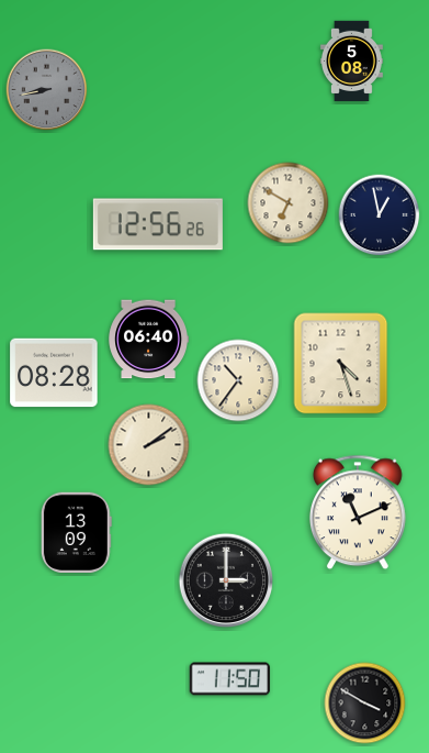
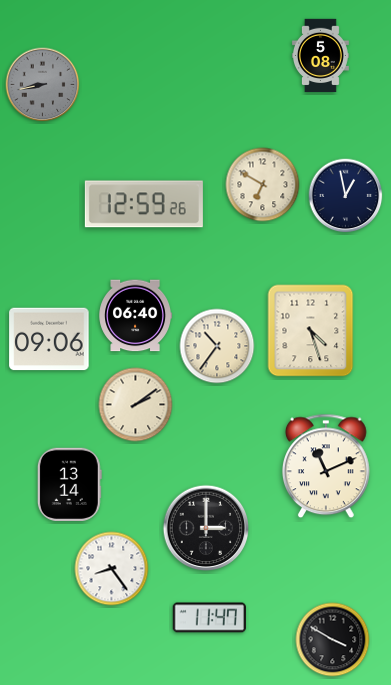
clock at (47, 90) position: (47, 90) -> (43, 85)
clock at (158, 224): 12:56 -> 12:59
clock at (148, 340) position: (148, 340) -> (135, 316)
clock at (54, 373): 08:28 -> 09:06
clock at (76, 532): 13:09 -> 13:14
clock at (112, 569): none -> 8:24
clock at (229, 679): 11:50 -> 11:47
